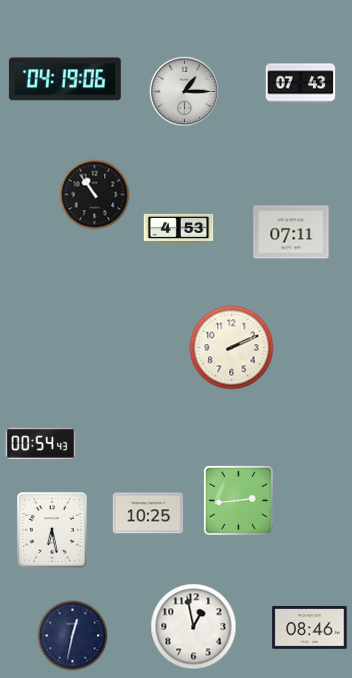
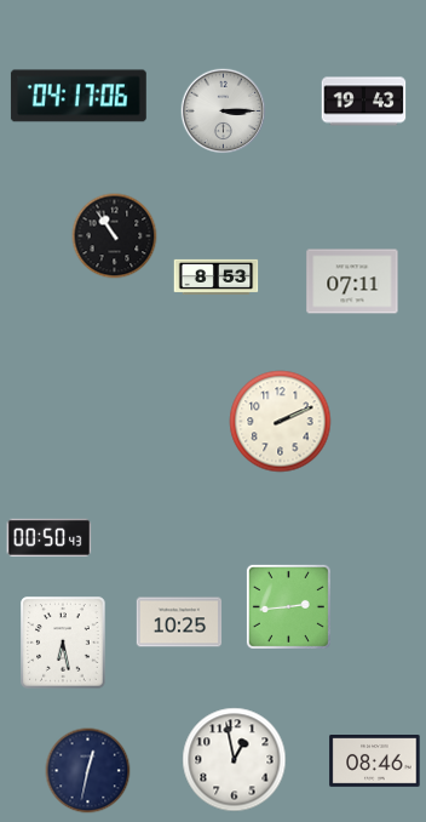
clock at (65, 79): 04:19 -> 04:17
clock at (301, 84): 07:43 -> 19:43
clock at (185, 92): 1:15 -> 3:15
clock at (179, 228): 4:53 -> 8:53
clock at (41, 443): 00:54 -> 00:50
